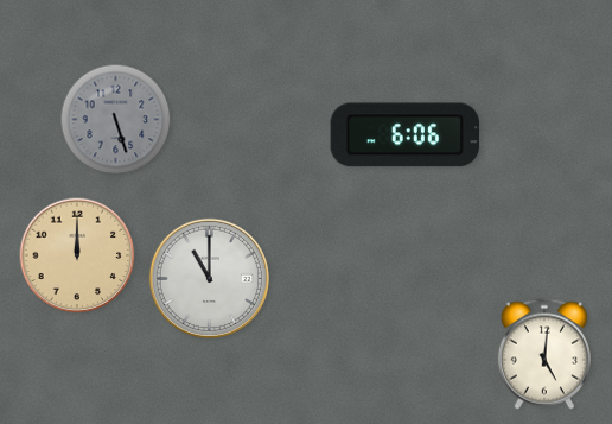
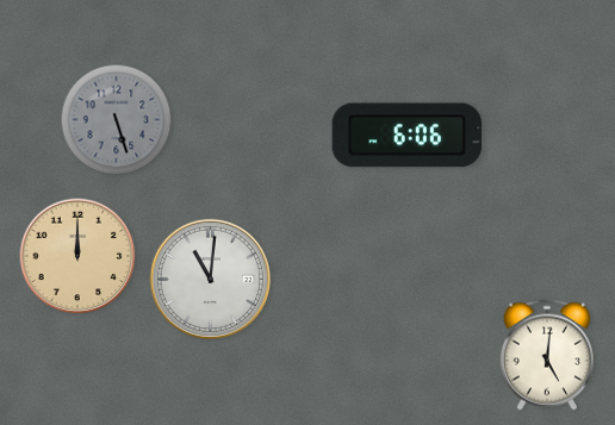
clock at (209, 278): 11:00 -> 11:01
